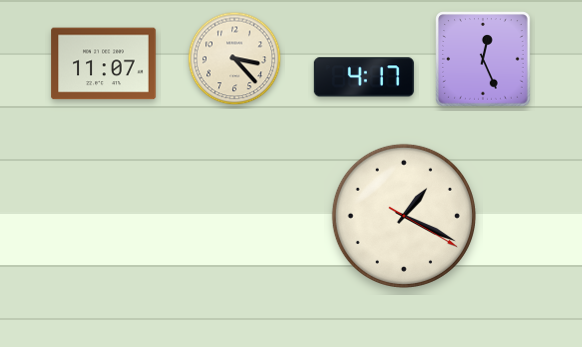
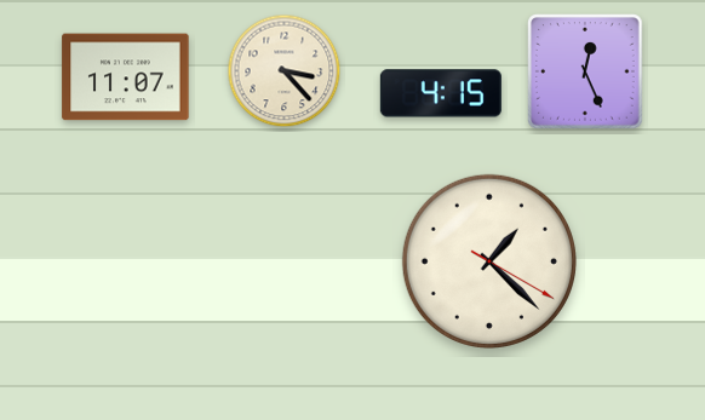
clock at (364, 77): 4:17 -> 4:15
clock at (404, 216): 1:19 -> 1:22
